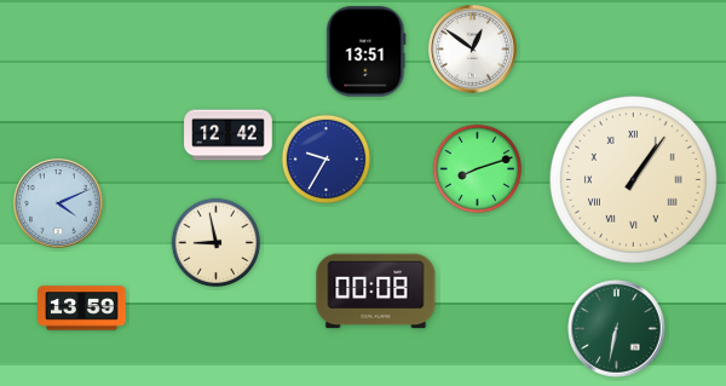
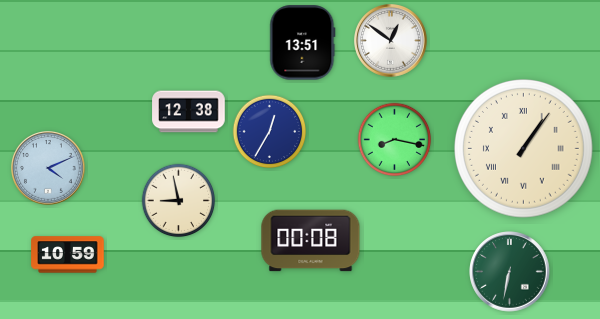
clock at (229, 136): 12:42 -> 12:38
clock at (327, 160): 9:35 -> 12:35
clock at (478, 169): 8:12 -> 8:17
clock at (82, 309): 13:59 -> 10:59
